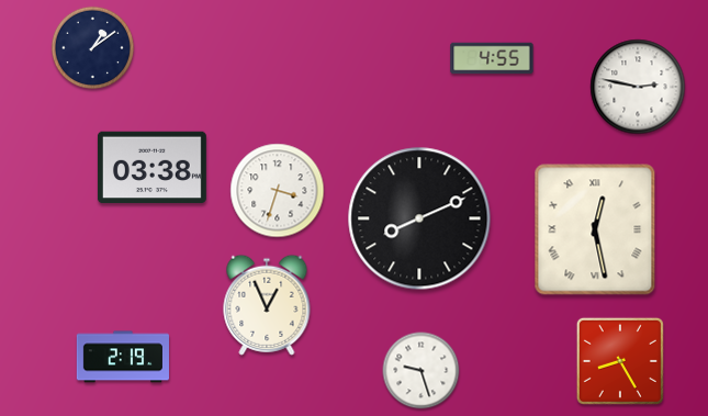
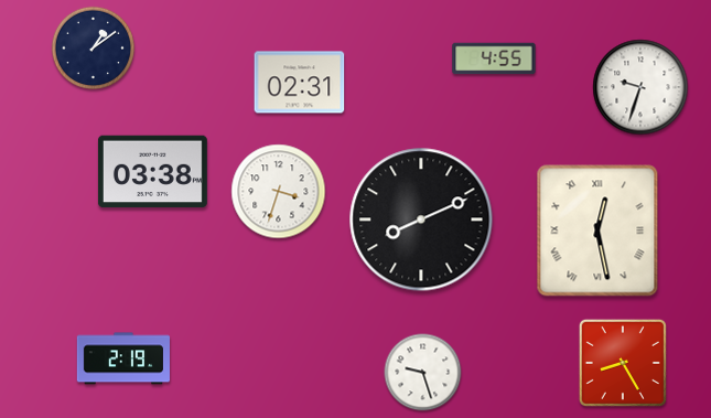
clock at (300, 83): none -> 02:31
clock at (638, 87): 2:47 -> 9:33
clock at (151, 168) position: (151, 168) -> (152, 172)
clock at (267, 305): 12:56 -> none
